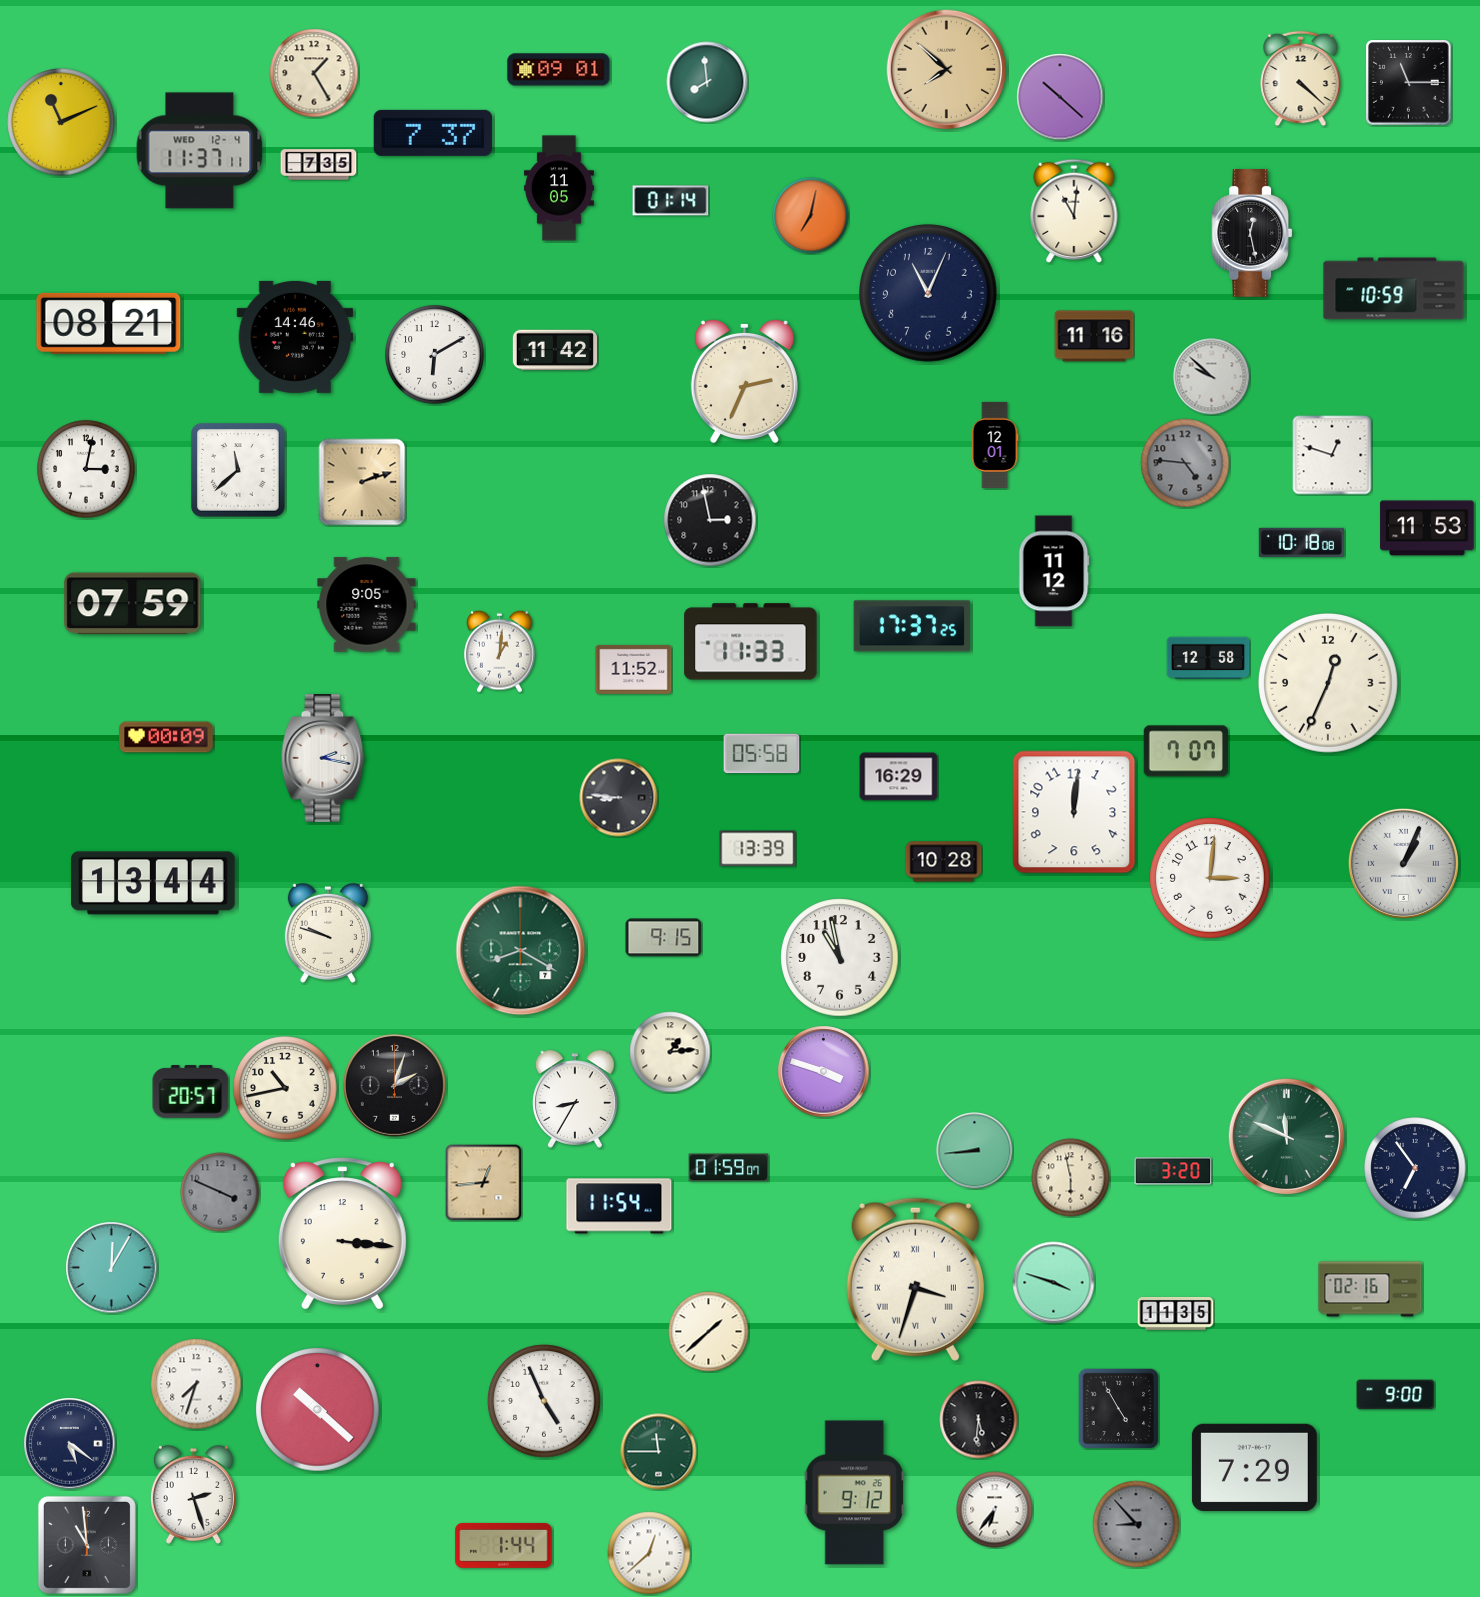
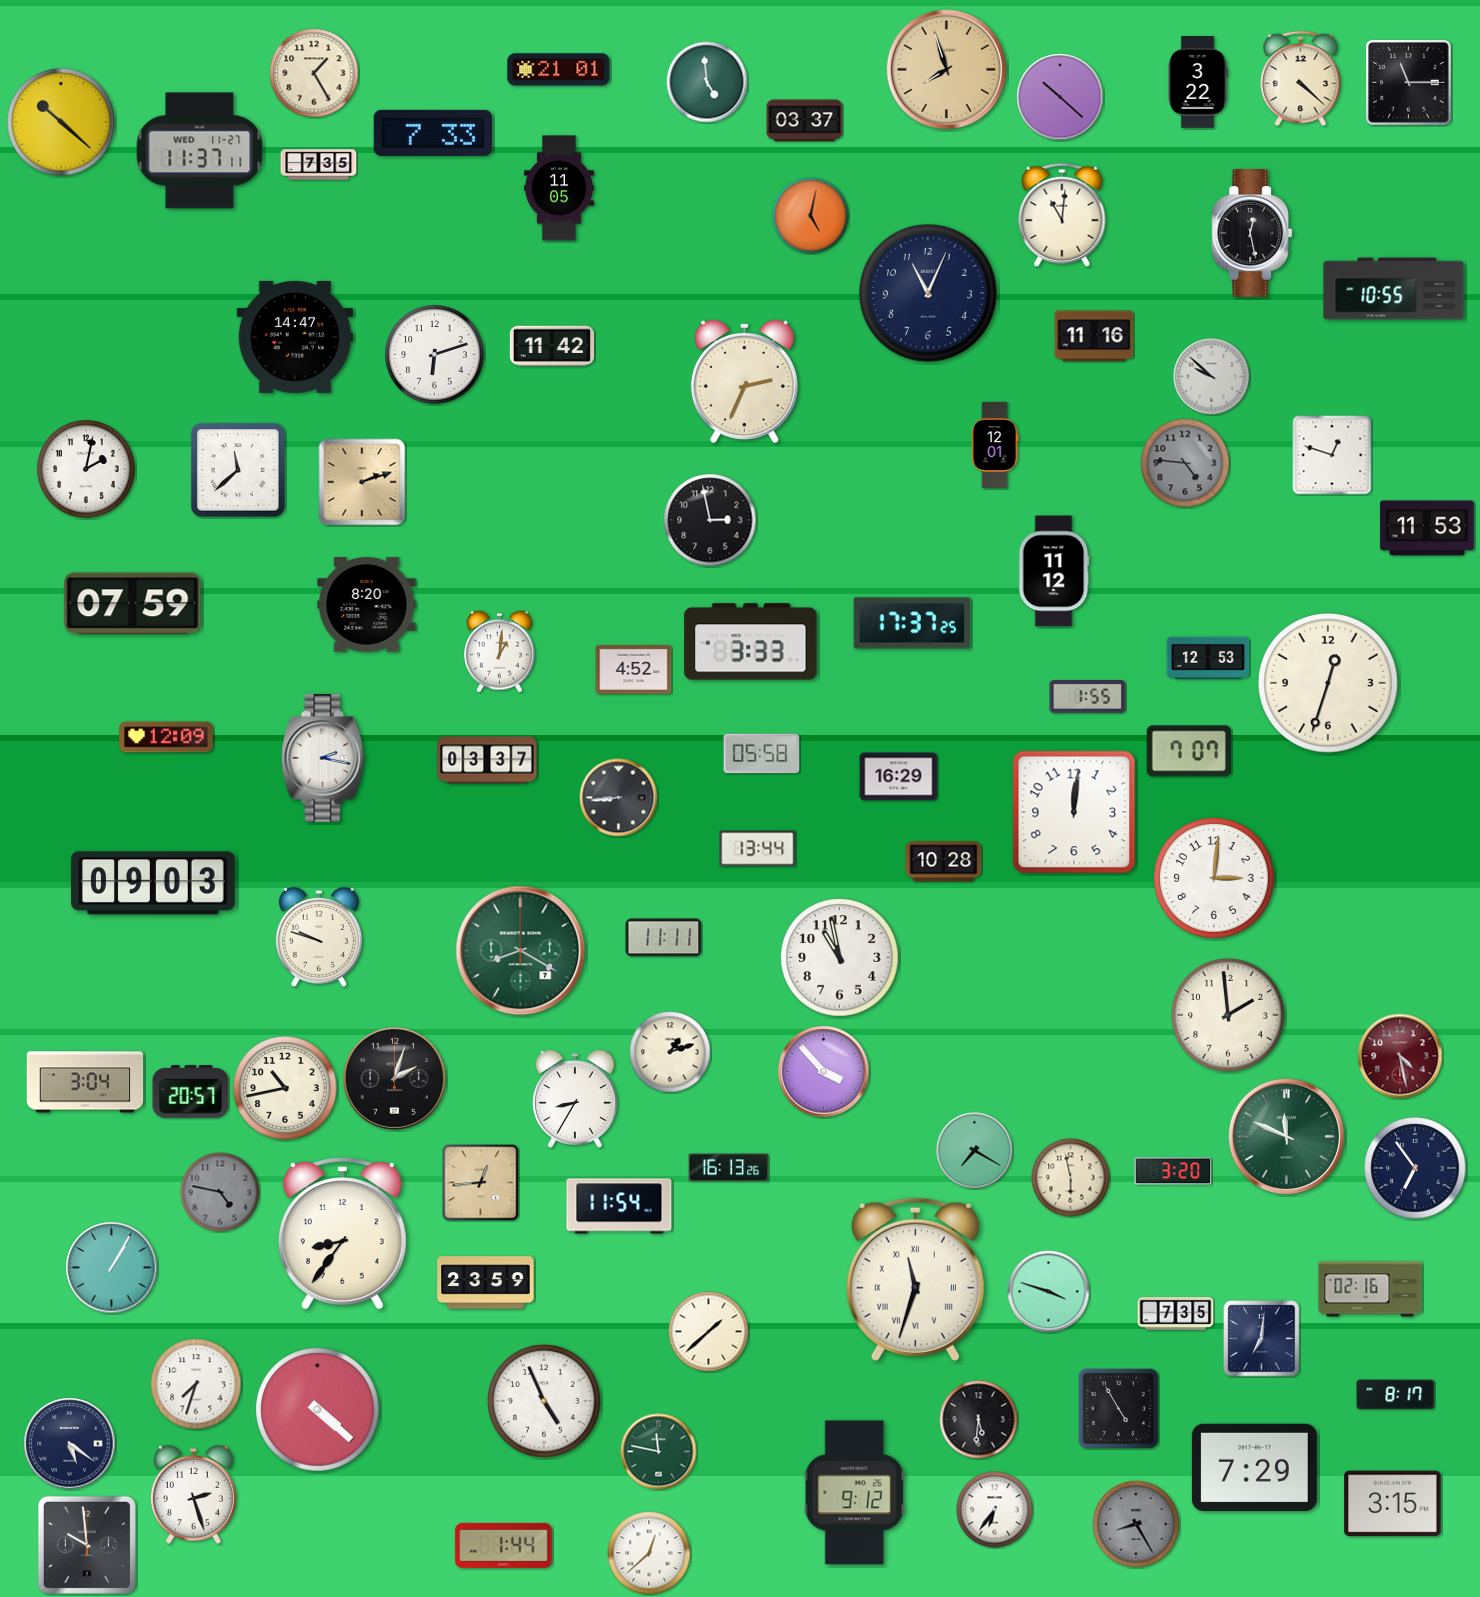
clock at (559, 70): 09:01 -> 21:01
clock at (947, 70): 7:52 -> 7:57
clock at (707, 82): 7:59 -> 4:59
clock at (1198, 82): none -> 3:22
clock at (805, 121): none -> 03:37
clock at (61, 122): 11:11 -> 10:22
clock at (432, 133): 7:37 -> 7:33
clock at (200, 151) date: WED 12-4 -> WED 11-27
clock at (671, 201): 01:14 -> none
clock at (1074, 211) position: (1074, 211) -> (1062, 215)
clock at (811, 216): 7:02 -> 5:02
clock at (1394, 289): 10:59 -> 10:55
clock at (109, 323): 08:21 -> none
clock at (295, 337): 14:46 -> 14:47
clock at (554, 350) position: (554, 350) -> (551, 346)
clock at (435, 355): 6:10 -> 6:12
clock at (86, 469): 3:02 -> 2:02
clock at (1301, 542): 10:18 -> none
clock at (367, 605): 9:05 -> 8:20
clock at (912, 626) position: (912, 626) -> (912, 623)
clock at (751, 642): 11:33 -> 3:33
clock at (1208, 658): 12:58 -> 12:53
clock at (634, 669): 11:52 -> 4:52
clock at (1328, 683): 12:34 -> 12:33
clock at (1088, 697): none -> 1:55
clock at (166, 737): 00:09 -> 12:09
clock at (1186, 751) position: (1186, 751) -> (1189, 751)
clock at (487, 760): none -> 03:37
clock at (619, 798): 8:46 -> 8:44
clock at (758, 849): 13:39 -> 13:44
clock at (1403, 863): 1:04 -> none
clock at (1210, 878) position: (1210, 878) -> (1214, 878)
clock at (153, 883): 13:44 -> 09:03
clock at (328, 933) position: (328, 933) -> (319, 937)
clock at (664, 938): 9:15 -> 11:11
clock at (1228, 1015): none -> 1:59
clock at (670, 1052): 1:14 -> 1:12
clock at (1400, 1056): none -> 4:28
clock at (824, 1072): 3:48 -> 3:53
clock at (85, 1082): none -> 3:04
clock at (394, 1085) position: (394, 1085) -> (394, 1078)
clock at (975, 1151): 8:44 -> 7:20
clock at (729, 1168): 01:59 -> 16:13
clock at (484, 1183) position: (484, 1183) -> (481, 1183)
clock at (220, 1192): 3:49 -> 4:47
clock at (342, 1234): 3:16 -> 8:36
clock at (112, 1268): 12:05 -> 1:05
clock at (915, 1279): 3:33 -> 11:33
clock at (486, 1283): none -> 23:59
clock at (1054, 1283) position: (1054, 1283) -> (1049, 1292)
clock at (1176, 1314): 11:35 -> 7:35
clock at (1262, 1339): none -> 7:01
clock at (1396, 1395): 9:00 -> 8:17
clock at (318, 1410): 10:22 -> 4:22
clock at (659, 1452): 11:45 -> 11:47
clock at (1393, 1504): none -> 3:15
clock at (1136, 1524): 8:53 -> 8:25
clock at (87, 1545): 10:59 -> 9:59
